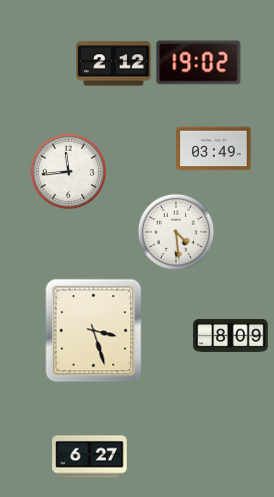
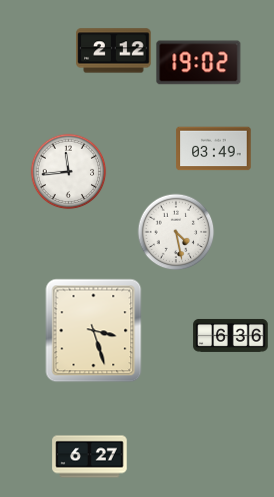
clock at (114, 64) position: (114, 64) -> (114, 51)
clock at (176, 232): 4:29 -> 4:28
clock at (231, 335): 8:09 -> 6:36
